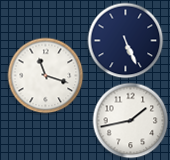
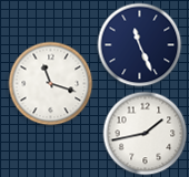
clock at (126, 41): 5:26 -> 11:26
